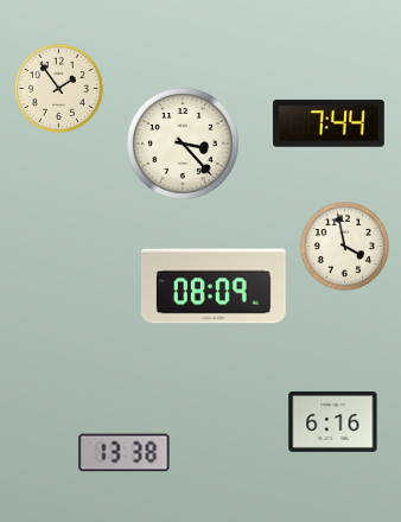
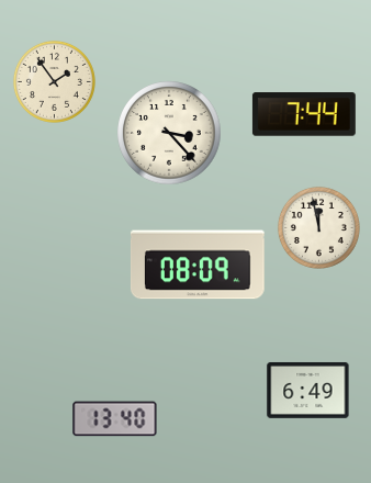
clock at (344, 246): 3:58 -> 11:58
clock at (333, 421): 6:16 -> 6:49
clock at (125, 453): 13:38 -> 13:40
